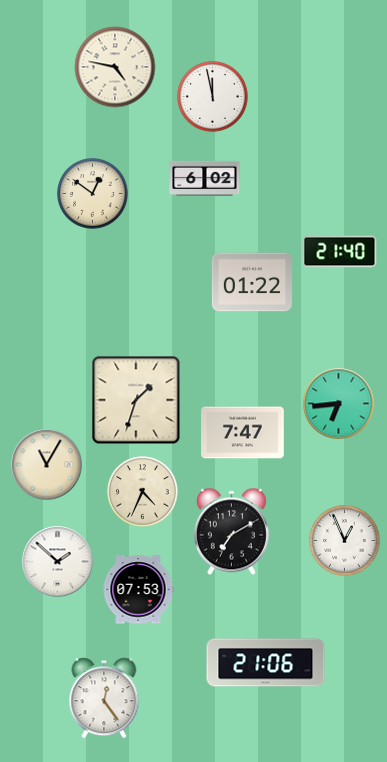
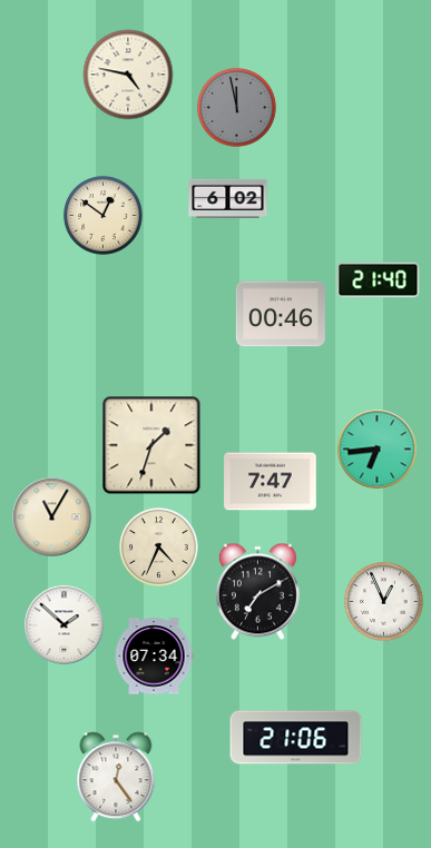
clock at (213, 97) dial: white -> grey
clock at (252, 282): 01:22 -> 00:46
clock at (138, 590): 07:53 -> 07:34
